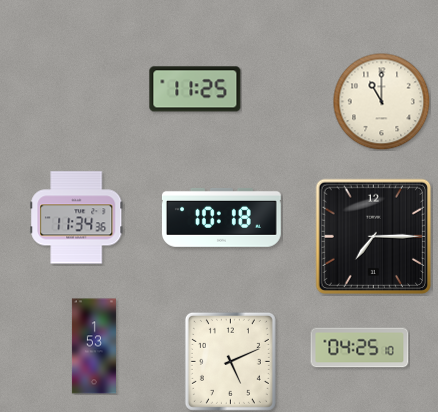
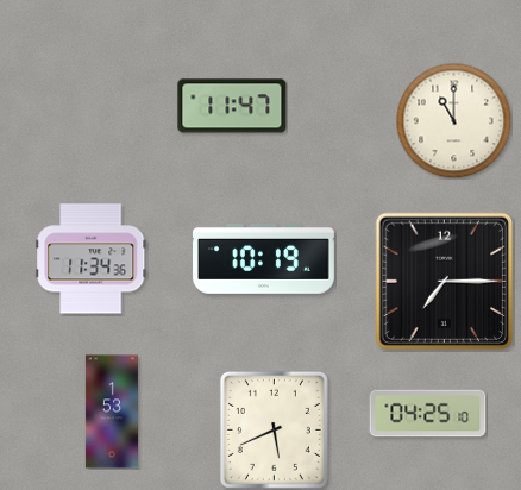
clock at (195, 89): 11:25 -> 11:47
clock at (221, 217): 10:18 -> 10:19
clock at (230, 361): 5:11 -> 5:41
